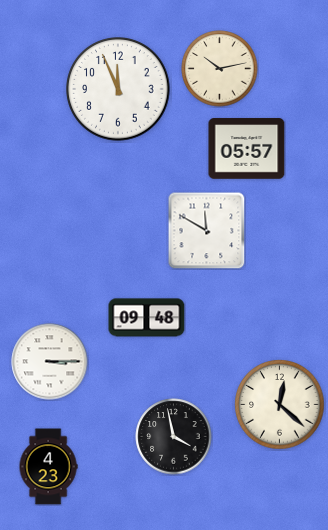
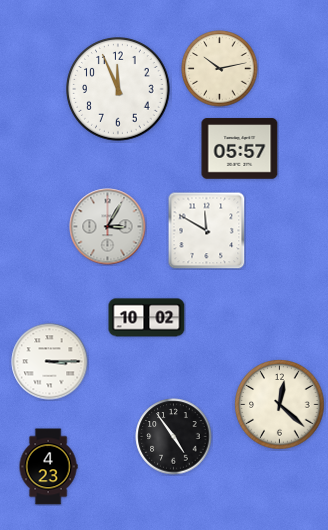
clock at (247, 149) position: (247, 149) -> (240, 149)
clock at (108, 227): none -> 3:05
clock at (147, 318): 09:48 -> 10:02
clock at (174, 437): 3:58 -> 4:54
